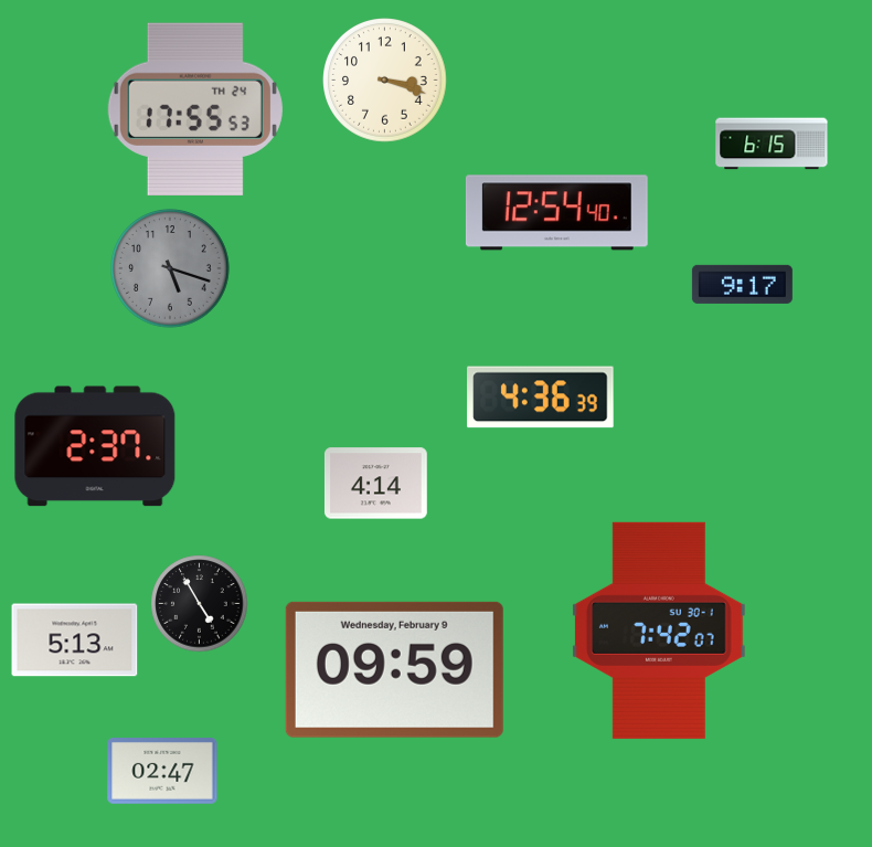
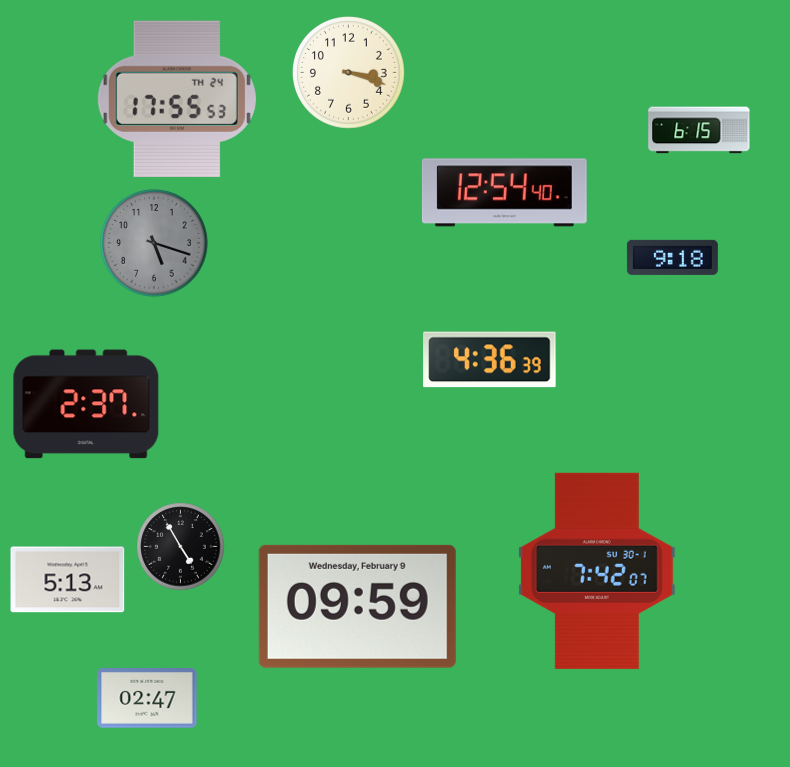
clock at (742, 284): 9:17 -> 9:18
clock at (375, 484): 4:14 -> none
